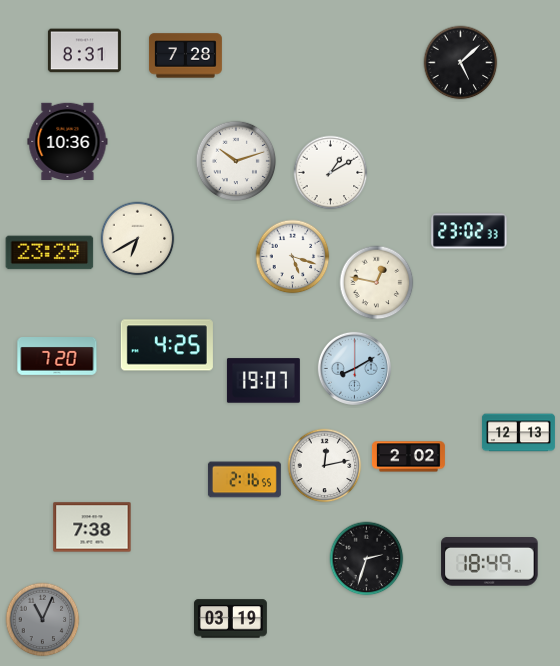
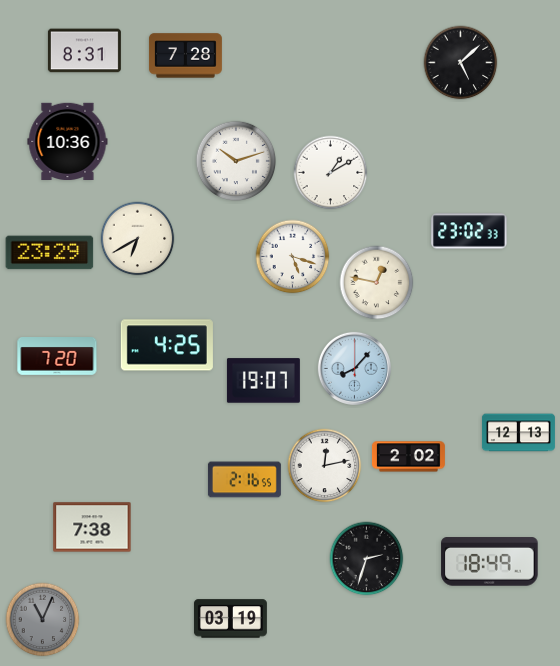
clock at (354, 368): 8:10 -> 8:07
